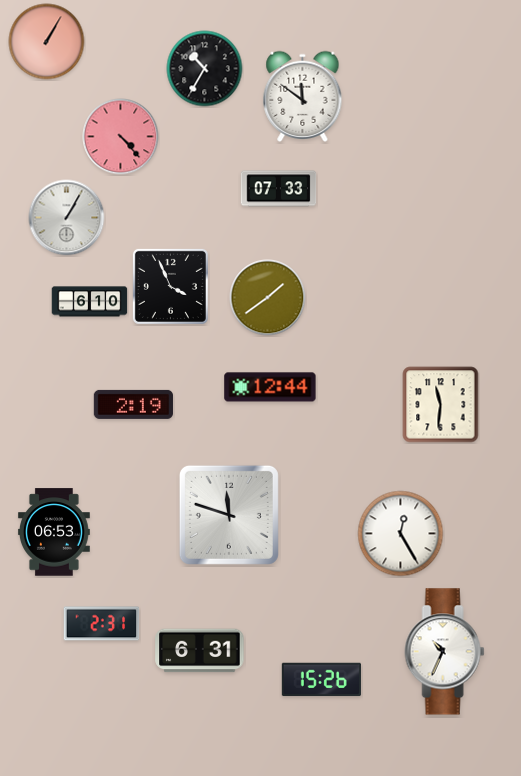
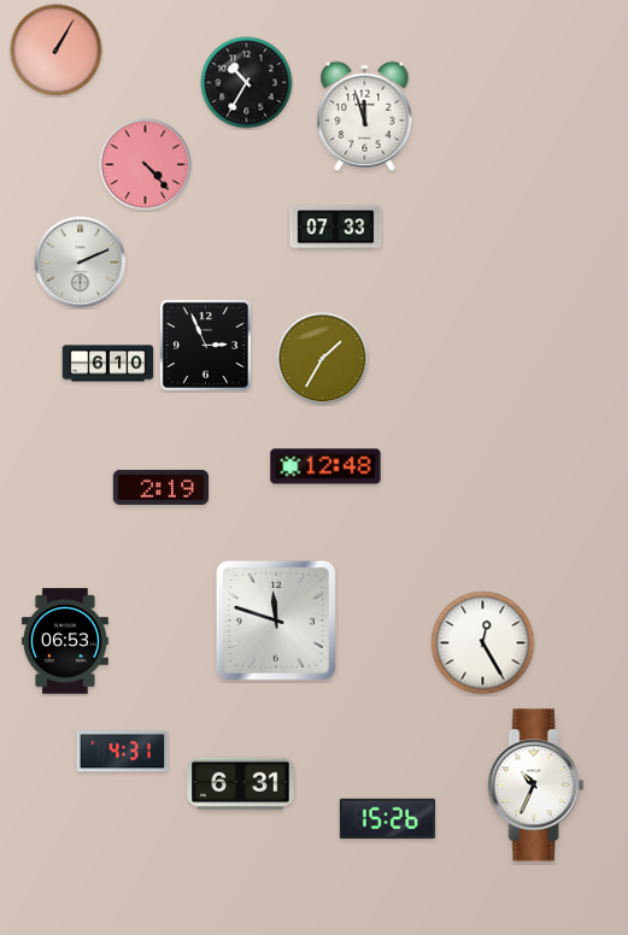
clock at (303, 96): 11:51 -> 11:57
clock at (67, 218): 1:05 -> 2:11
clock at (170, 286): 3:56 -> 2:56
clock at (268, 298): 1:39 -> 1:35
clock at (270, 387): 12:44 -> 12:48
clock at (441, 405): 11:31 -> none
clock at (102, 624): 2:31 -> 4:31
